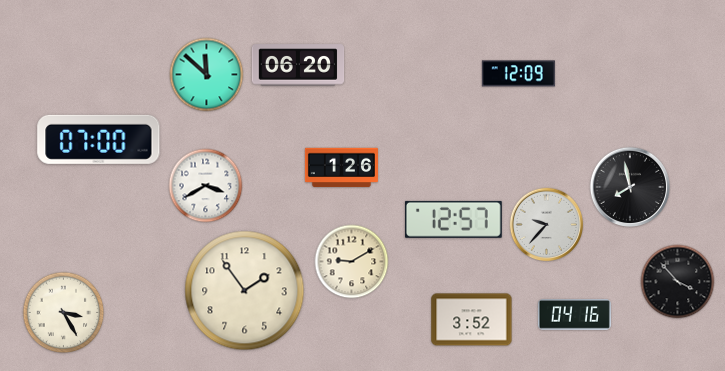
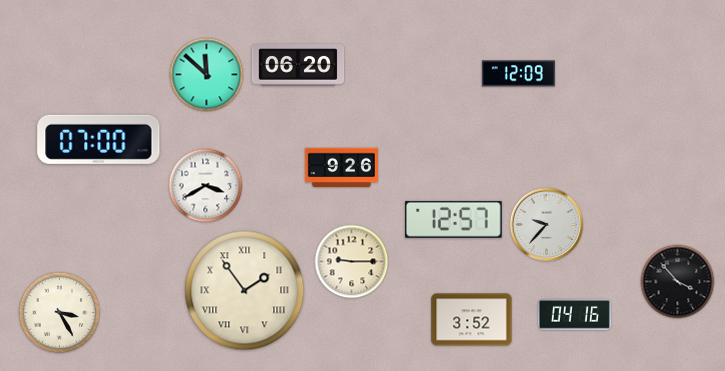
clock at (341, 168): 1:26 -> 9:26
clock at (629, 186): 7:58 -> none
clock at (352, 262): 9:10 -> 9:15
clock at (245, 291) numerals: Arabic -> Roman
clock at (64, 313) position: (64, 313) -> (60, 313)
